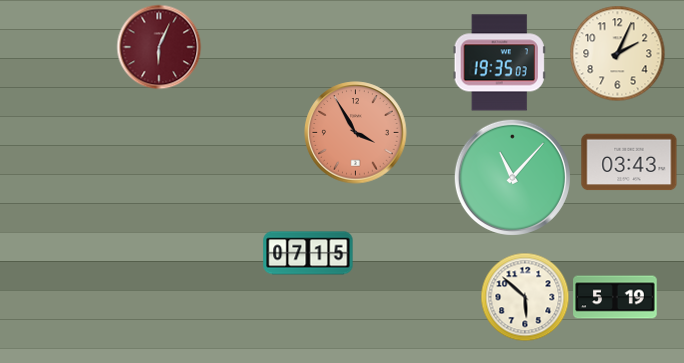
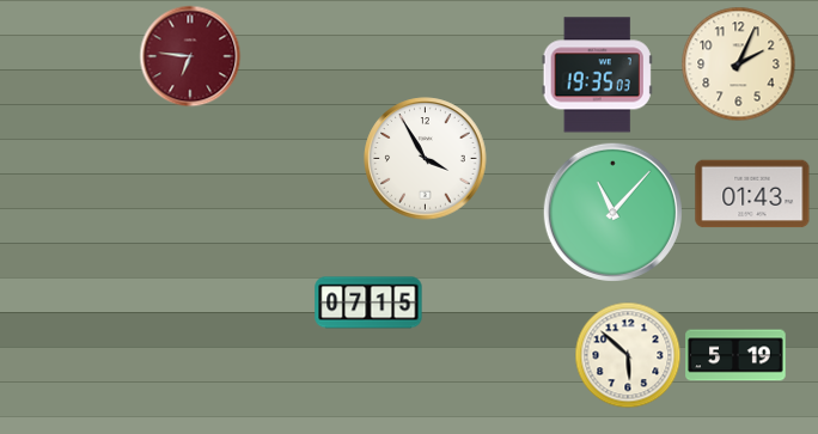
clock at (159, 47): 6:04 -> 6:46
clock at (356, 133) dial: salmon -> white
clock at (629, 162): 03:43 -> 01:43
